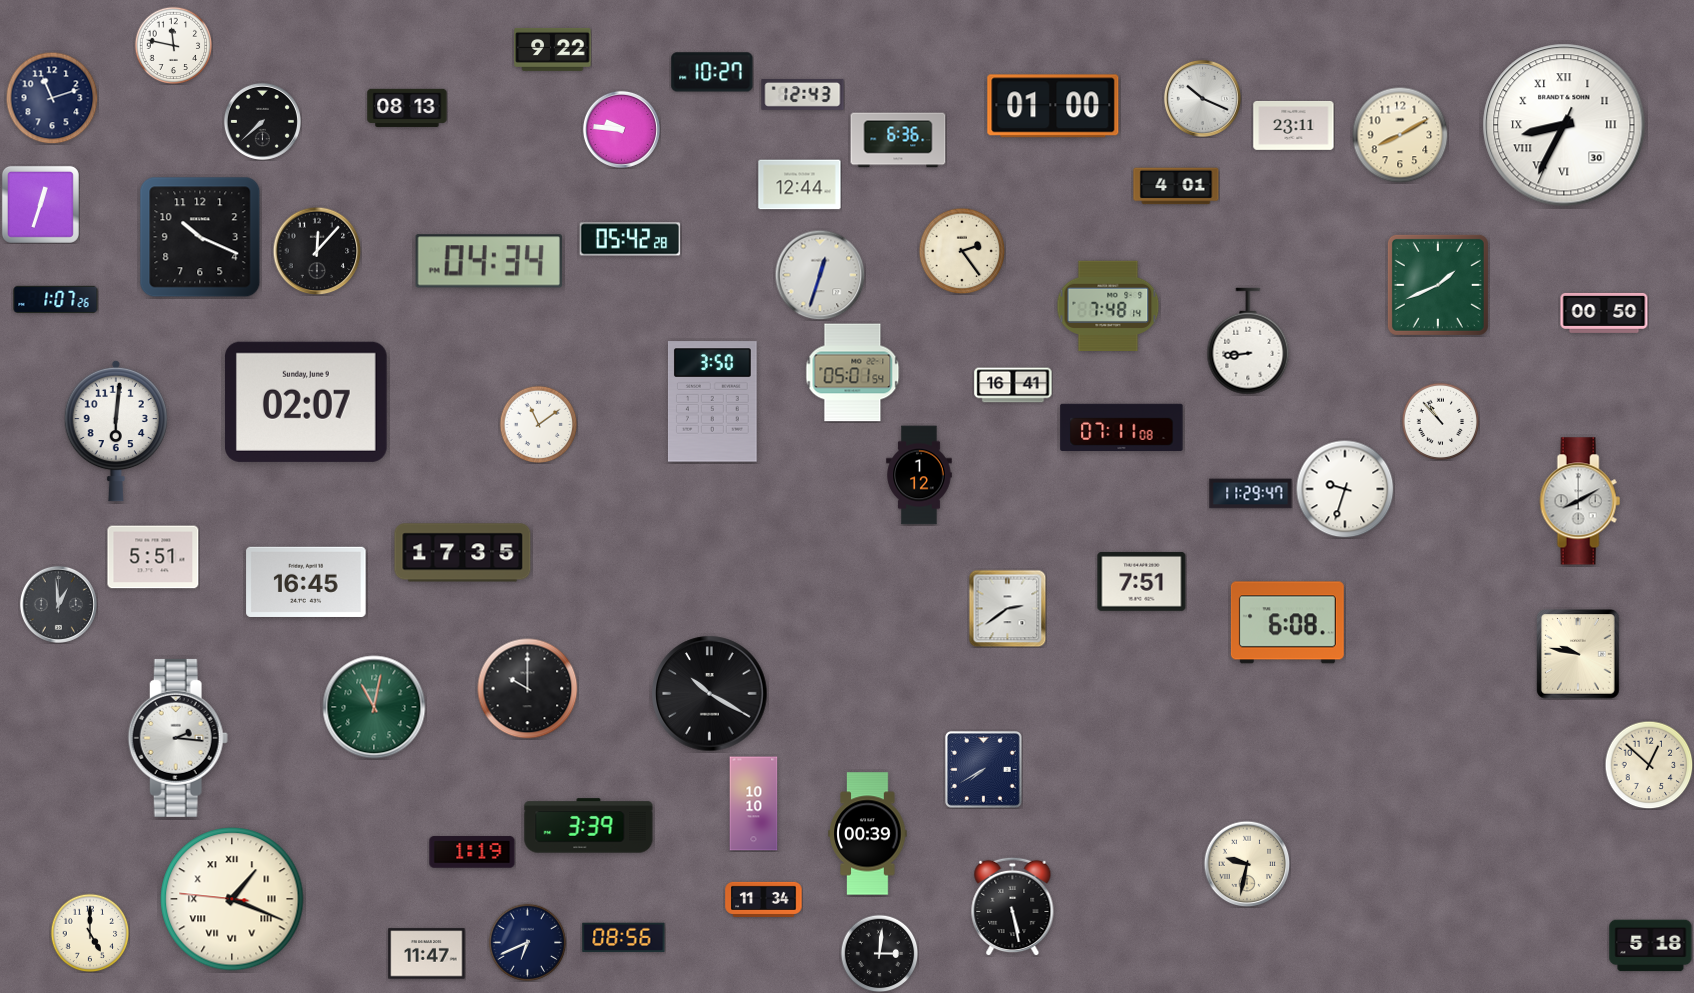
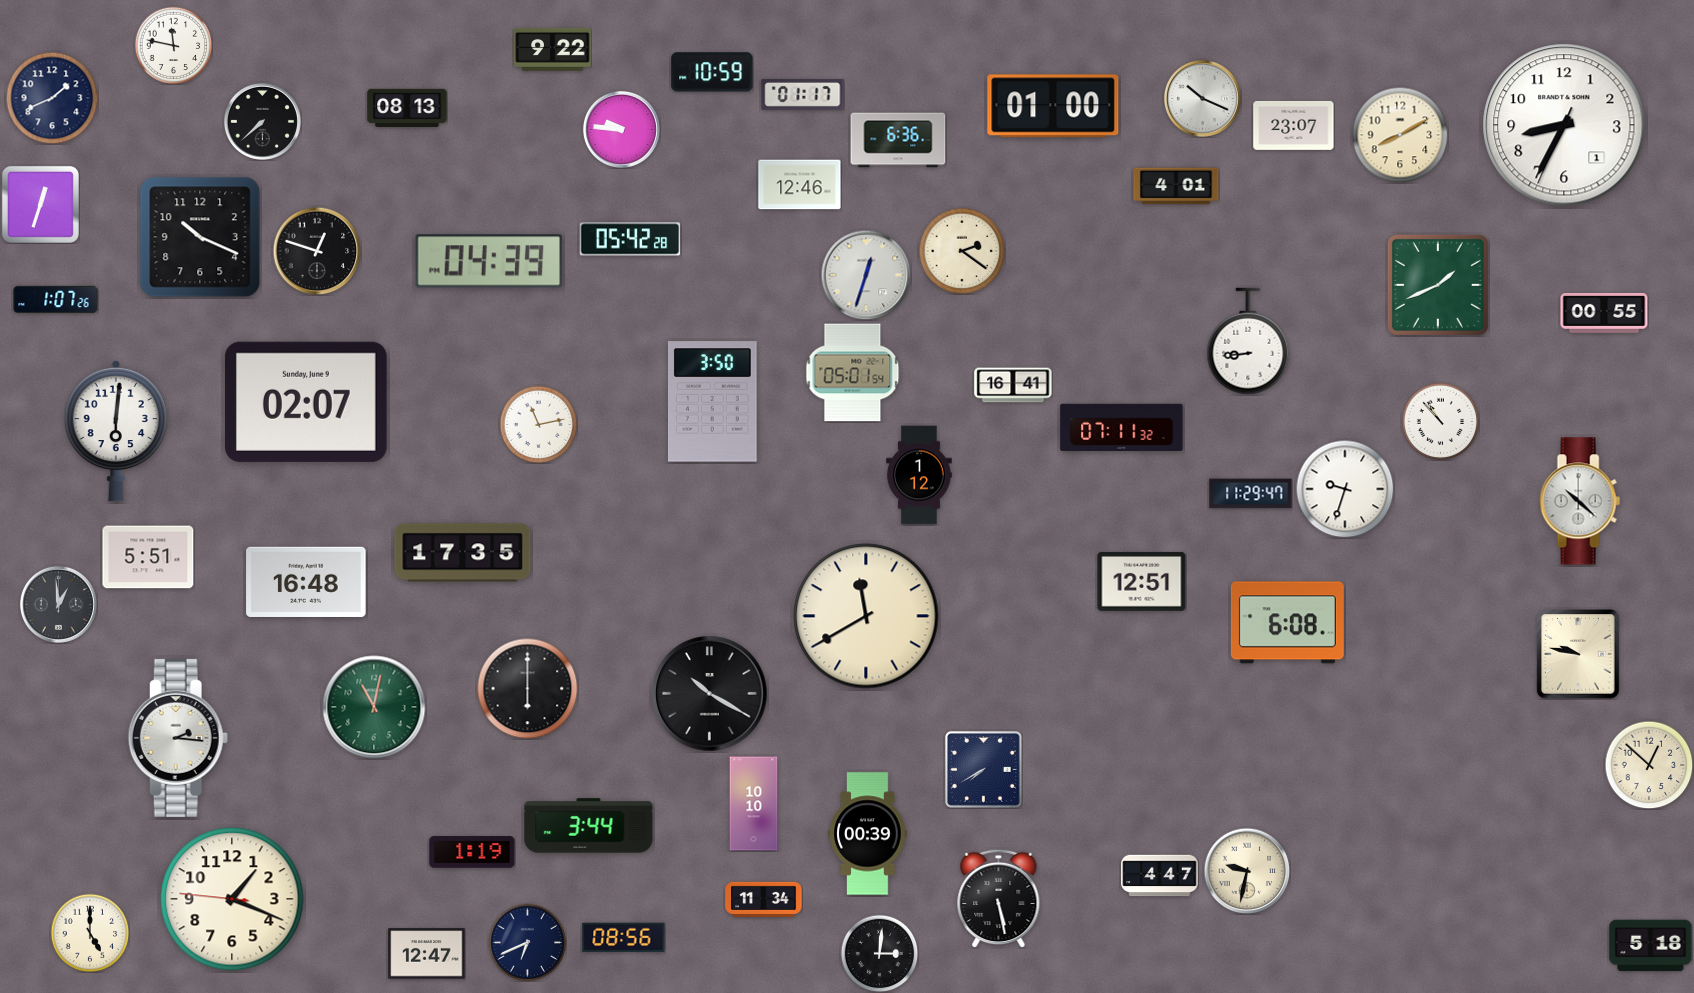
clock at (712, 72): 10:27 -> 10:59
clock at (803, 95): 12:43 -> 01:17
clock at (52, 98): 11:12 -> 1:41
clock at (1294, 125): 23:11 -> 23:07
clock at (1564, 125) date: 30 -> 1
clock at (1564, 125) numerals: Roman -> Arabic
clock at (800, 185): 12:44 -> 12:46
clock at (317, 251): 12:07 -> 12:48
clock at (962, 251): 2:24 -> 2:21
clock at (489, 261): 04:34 -> 04:39
clock at (820, 275) position: (820, 275) -> (866, 275)
clock at (1108, 306): 7:48 -> none
clock at (1604, 313): 00:50 -> 00:55
clock at (538, 424): 11:09 -> 11:13
clock at (1122, 427): 07:11:08 -> 07:11:32
clock at (1580, 501): 8:10 -> 10:22
clock at (153, 557) position: (153, 557) -> (148, 557)
clock at (1142, 581): 7:51 -> 12:51
clock at (306, 582): 16:45 -> 16:48
clock at (1007, 608): 2:39 -> none
clock at (866, 616): none -> 11:40
clock at (528, 689): 10:00 -> 6:00
clock at (589, 826): 3:39 -> 3:44
clock at (1247, 864) position: (1247, 864) -> (1247, 871)
clock at (1160, 876): none -> 4:47
clock at (232, 899) numerals: Roman -> Arabic
clock at (1013, 906) position: (1013, 906) -> (999, 898)
clock at (427, 954): 11:47 -> 12:47
